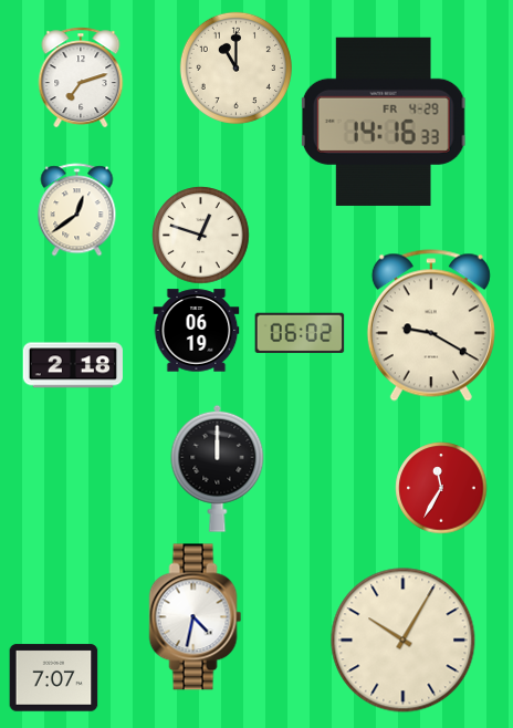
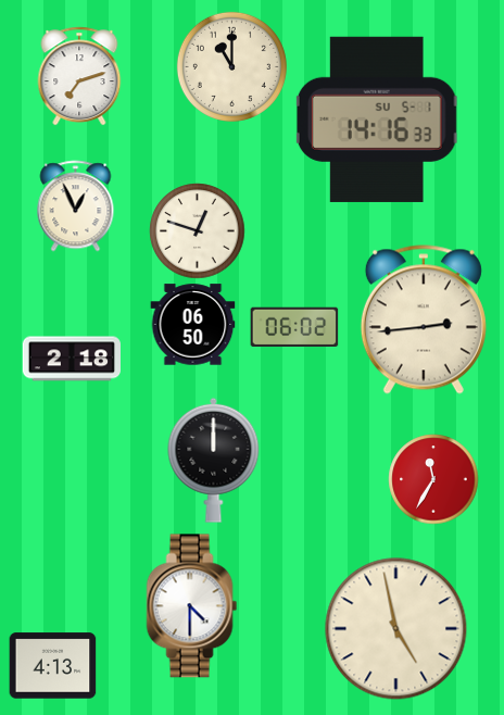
clock at (384, 122) date: FR 4-29 -> SU 5-1
clock at (77, 209): 12:39 -> 12:56
clock at (431, 325): 9:20 -> 2:44
clock at (196, 331): 06:19 -> 06:50
clock at (196, 617): 4:32 -> 4:30
clock at (404, 641): 10:05 -> 4:58
clock at (53, 678): 7:07 -> 4:13
